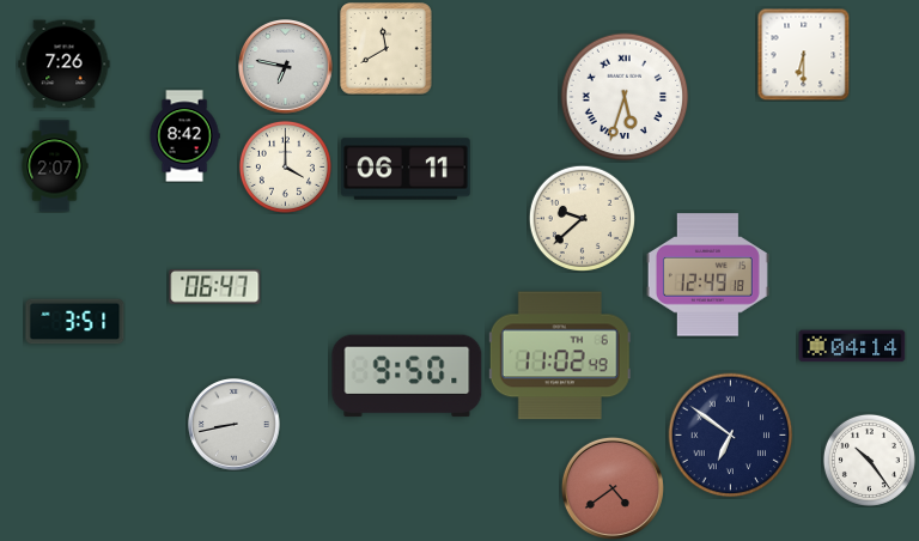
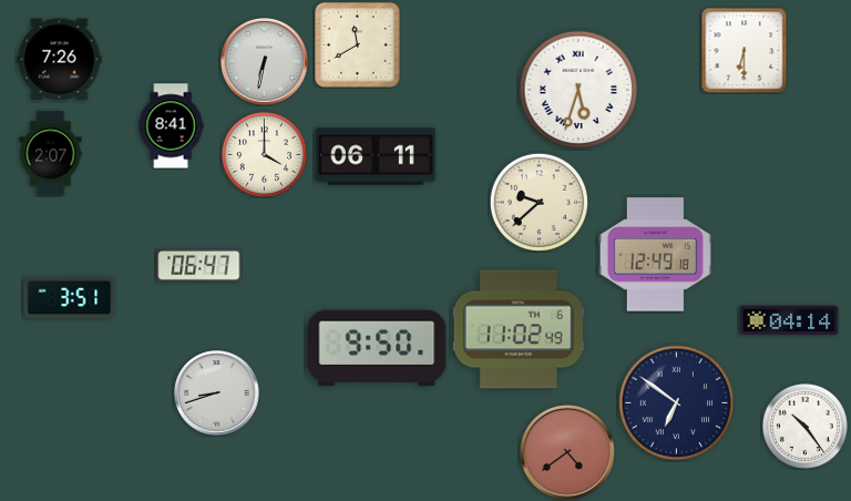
clock at (286, 67): 6:47 -> 6:32
clock at (184, 136): 8:42 -> 8:41
clock at (235, 425): 8:43 -> 8:42
